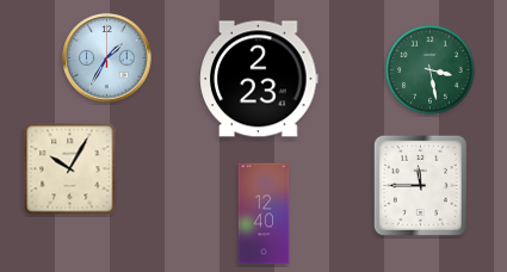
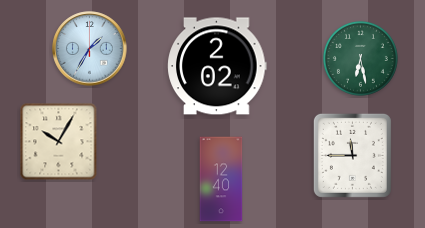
clock at (429, 69): 3:28 -> 6:28
clock at (259, 79): 2:23 -> 2:02
